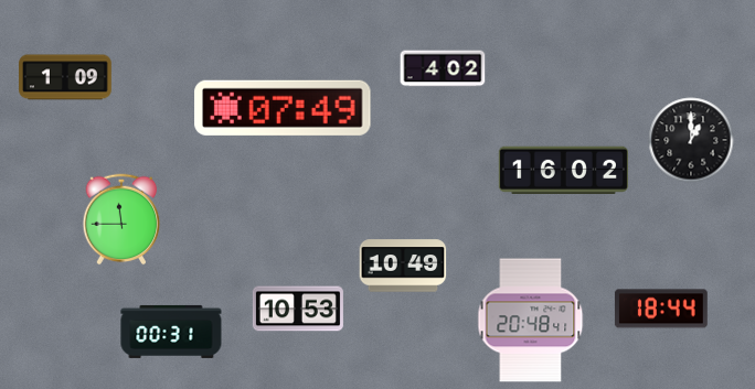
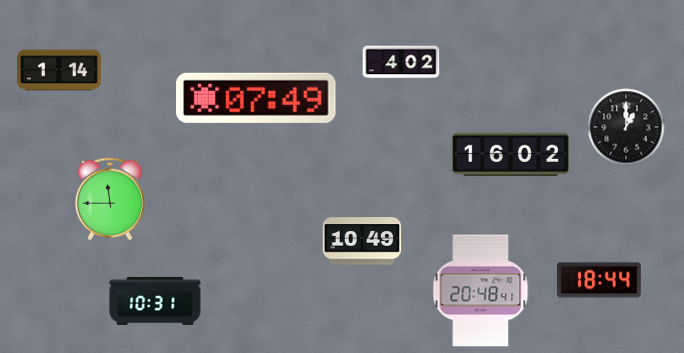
clock at (66, 77): 1:09 -> 1:14
clock at (403, 266) position: (403, 266) -> (362, 241)
clock at (298, 309): 10:53 -> none
clock at (171, 332): 00:31 -> 10:31
